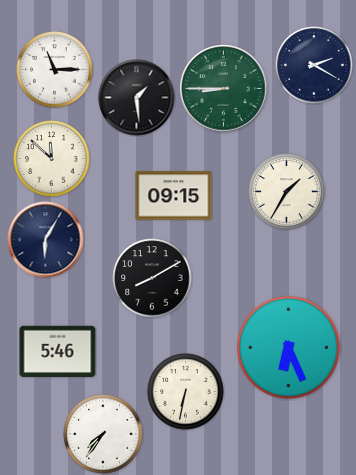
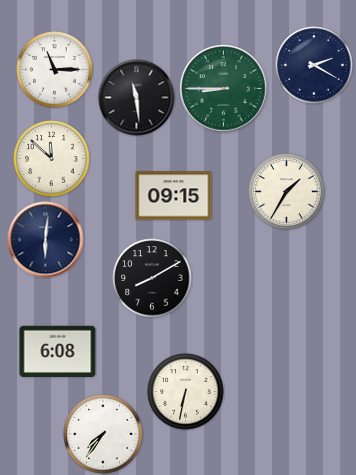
clock at (137, 98): 1:29 -> 11:29
clock at (46, 240): 6:05 -> 6:01
clock at (289, 348): 6:26 -> none
clock at (58, 351): 5:46 -> 6:08
